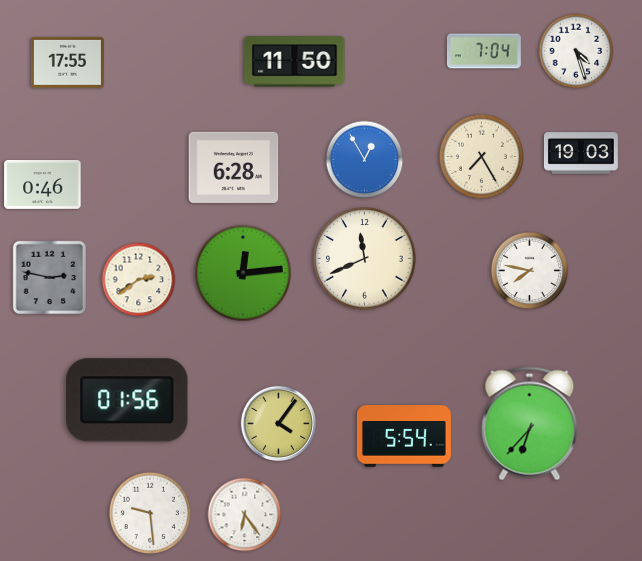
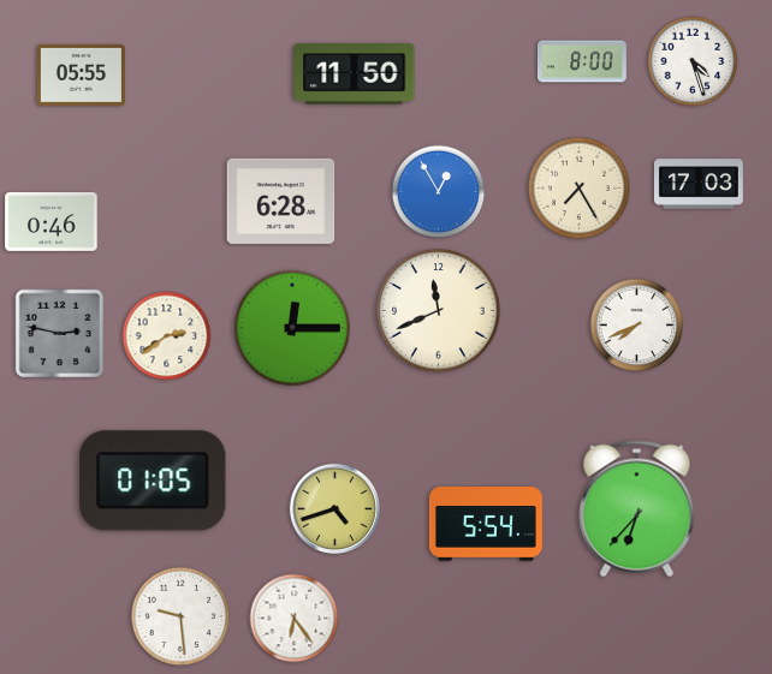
clock at (484, 51): 7:04 -> 8:00
clock at (67, 62): 17:55 -> 05:55
clock at (581, 153): 19:03 -> 17:03
clock at (530, 271): 7:47 -> 7:41
clock at (243, 273): 12:14 -> 12:15
clock at (127, 400): 01:56 -> 01:05
clock at (278, 423): 4:06 -> 4:42
